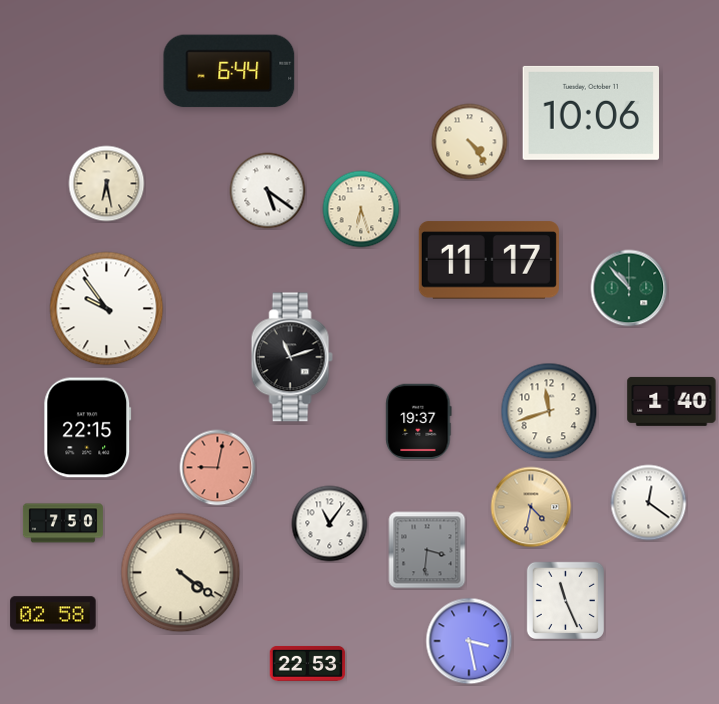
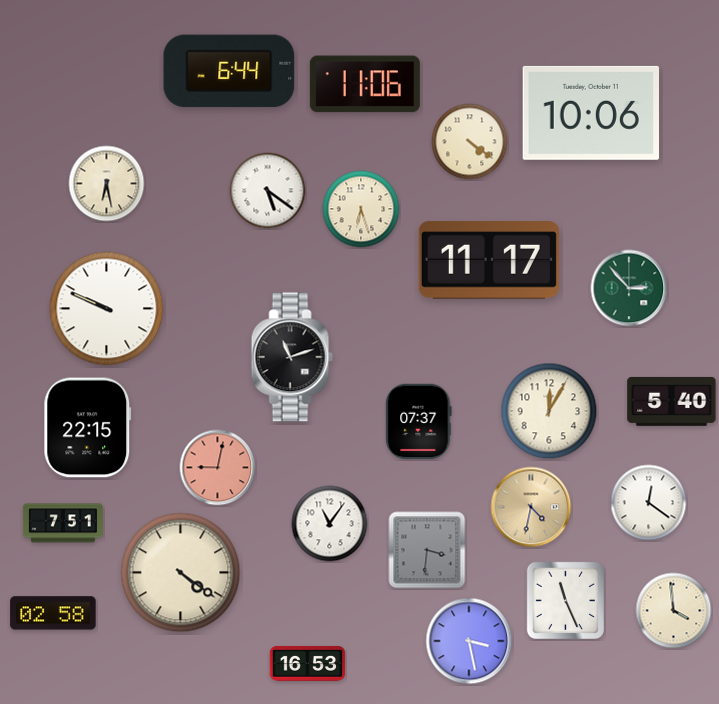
clock at (365, 84): none -> 11:06
clock at (470, 142): 4:24 -> 4:21
clock at (629, 288): 10:53 -> 2:53
clock at (107, 309): 9:54 -> 9:49
clock at (672, 401): 1:40 -> 5:40
clock at (549, 411): 11:42 -> 12:05
clock at (419, 421): 19:37 -> 07:37
clock at (63, 523): 7:50 -> 7:51
clock at (674, 611): none -> 3:59
clock at (308, 663): 22:53 -> 16:53
